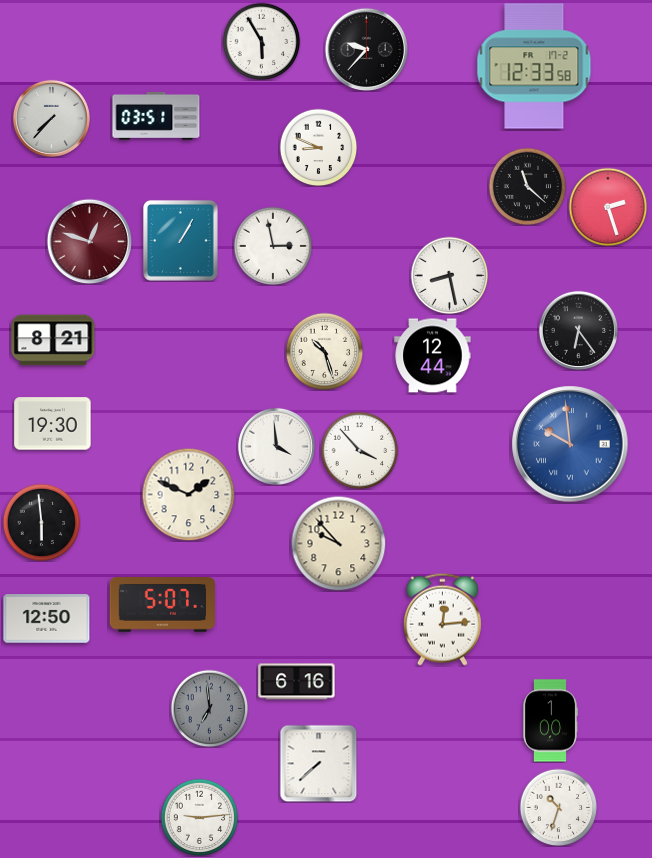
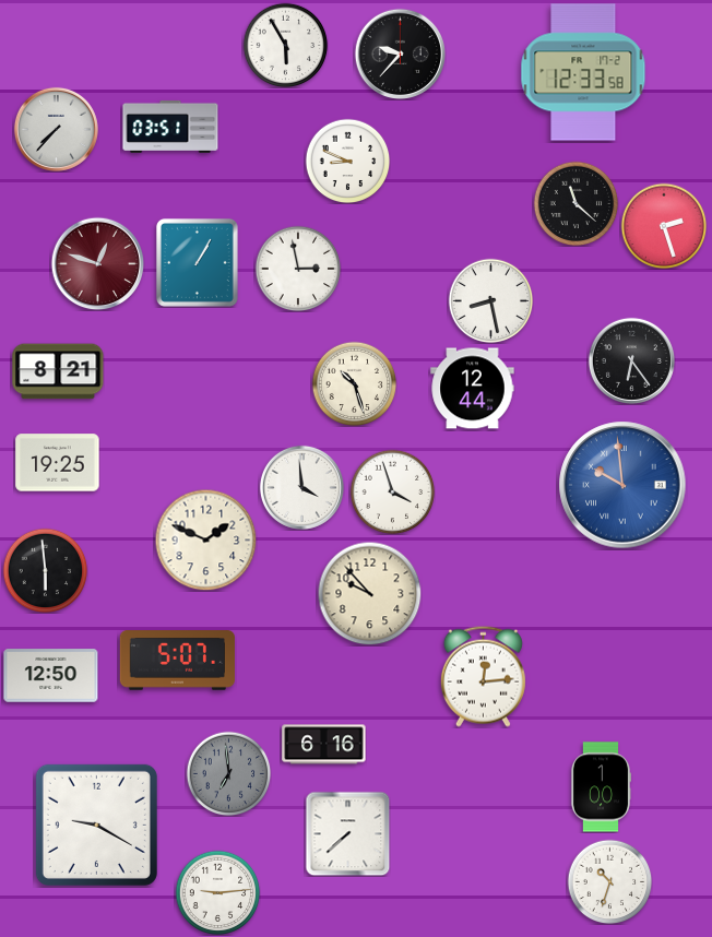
clock at (53, 424): 19:30 -> 19:25
clock at (359, 450): 3:53 -> 3:57
clock at (96, 825): none -> 9:20
